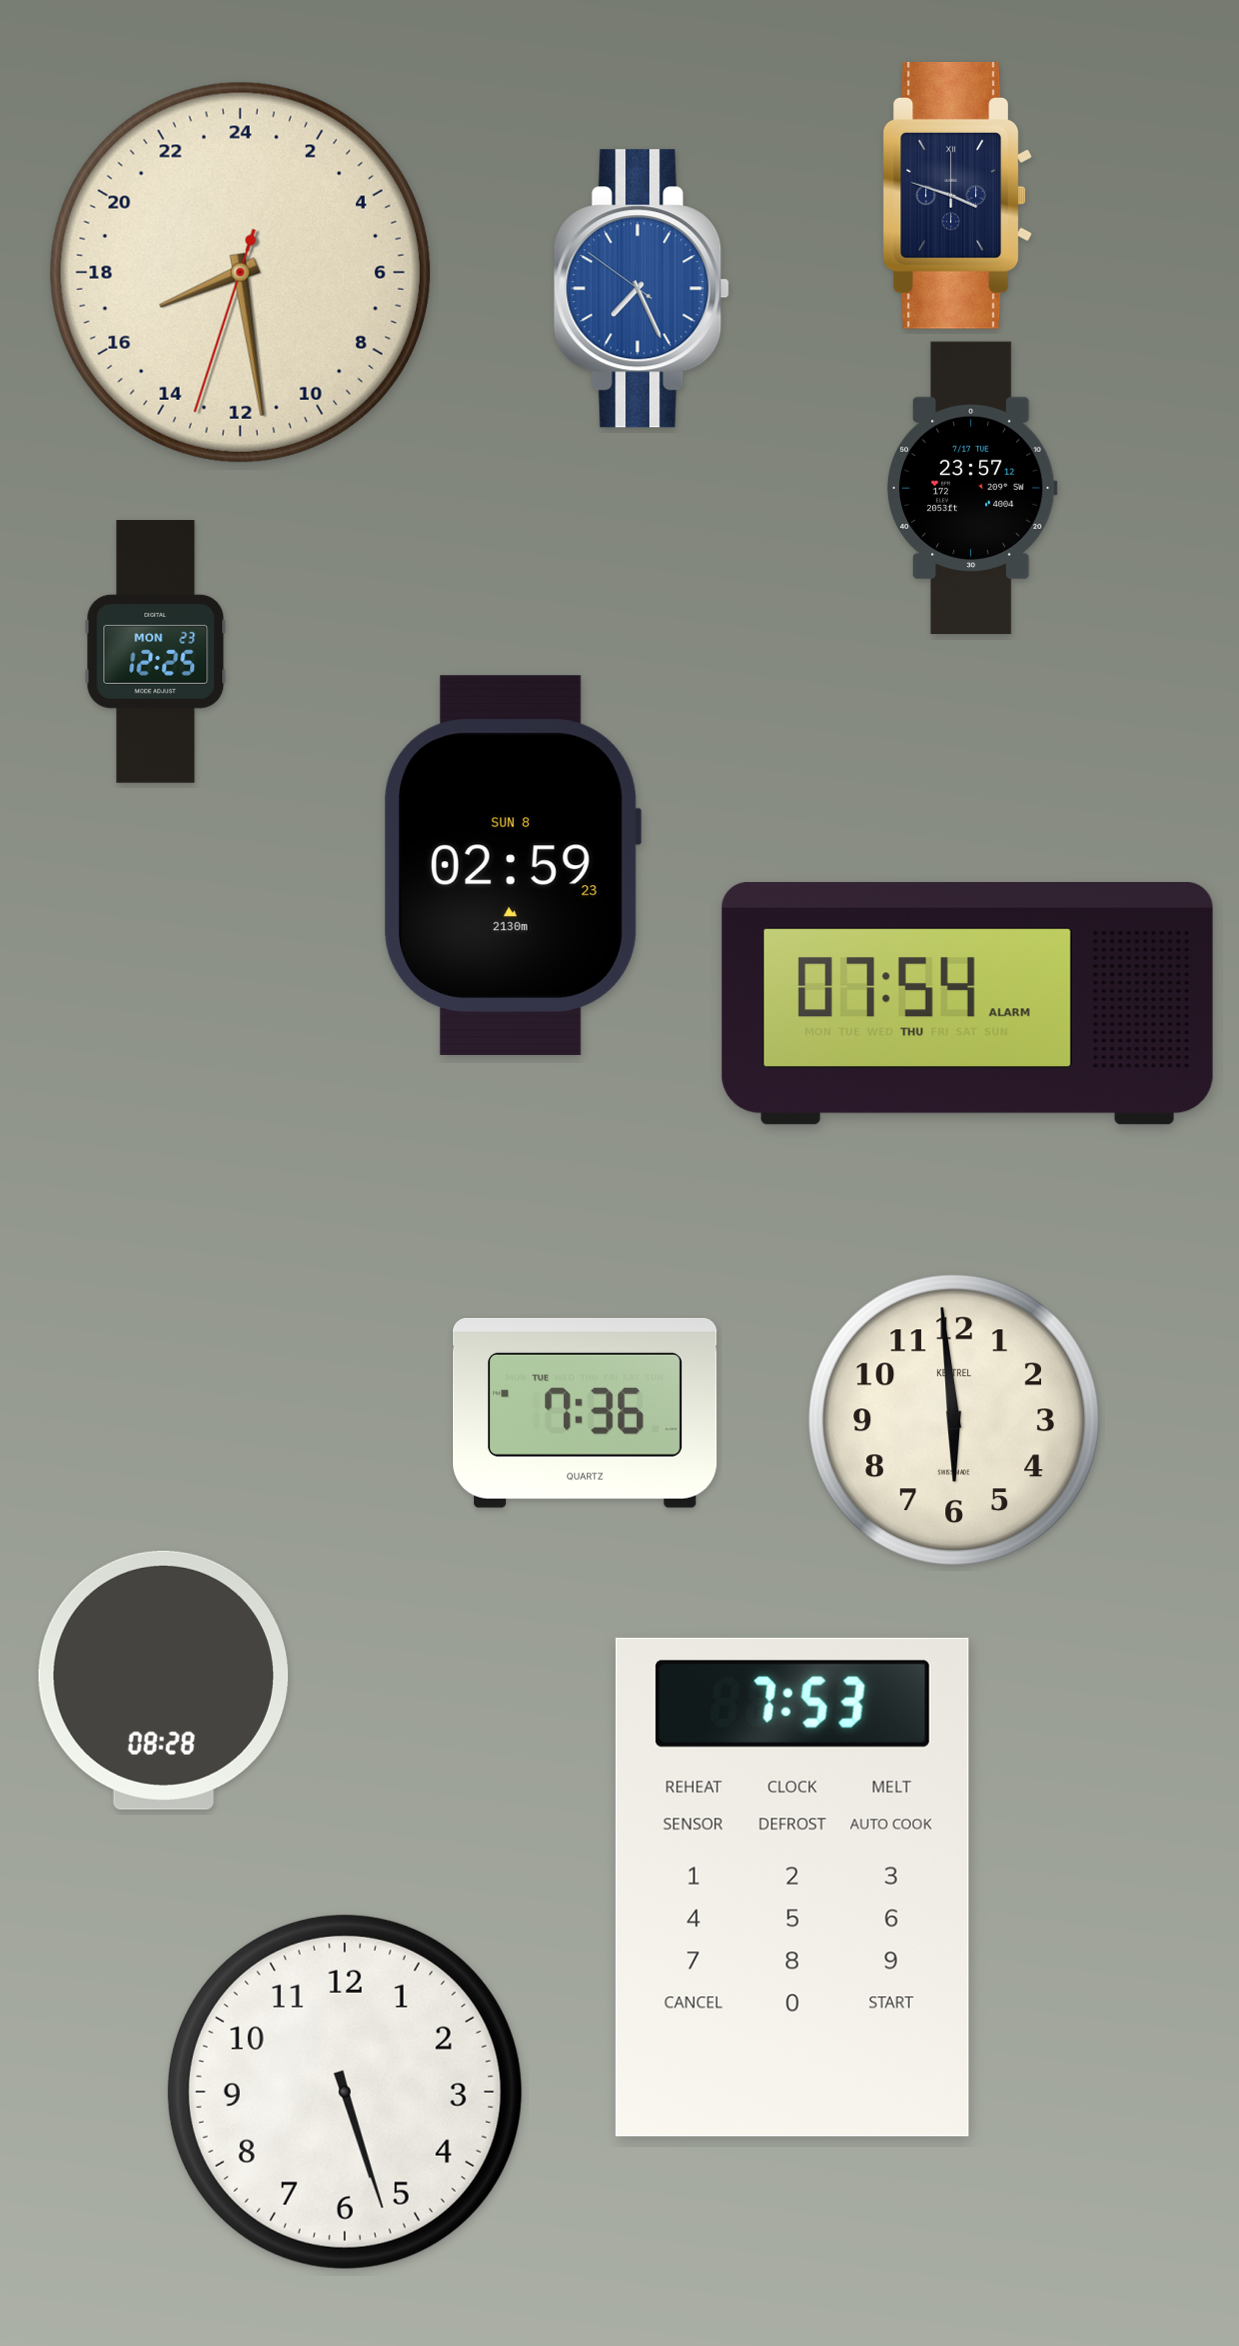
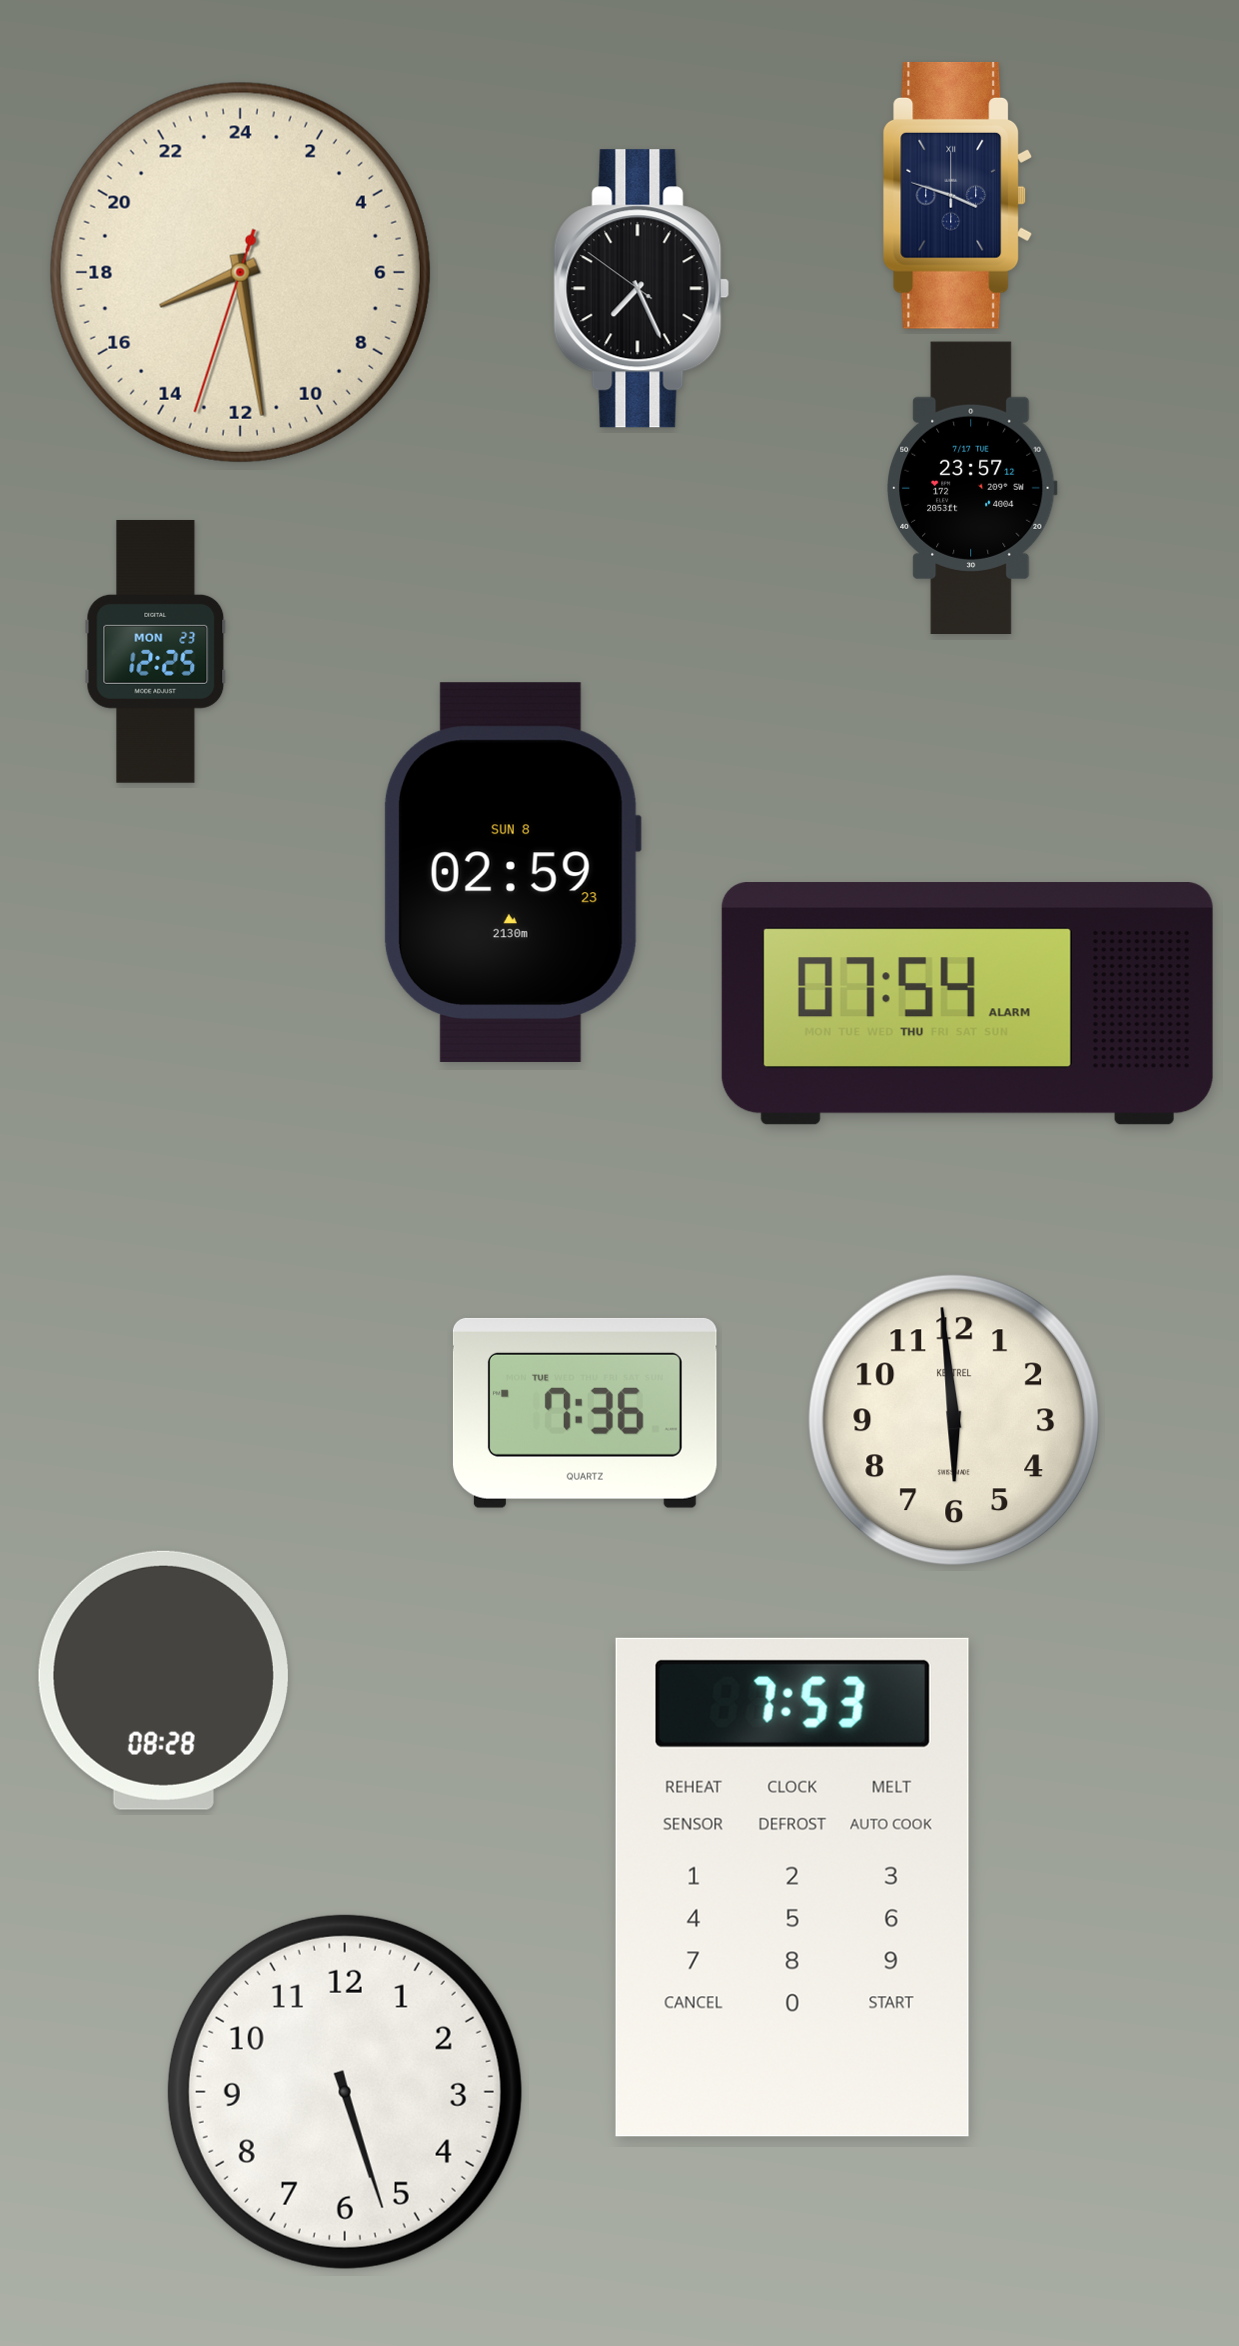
clock at (642, 289) dial: blue -> black
clock at (512, 865) position: (512, 865) -> (512, 872)
